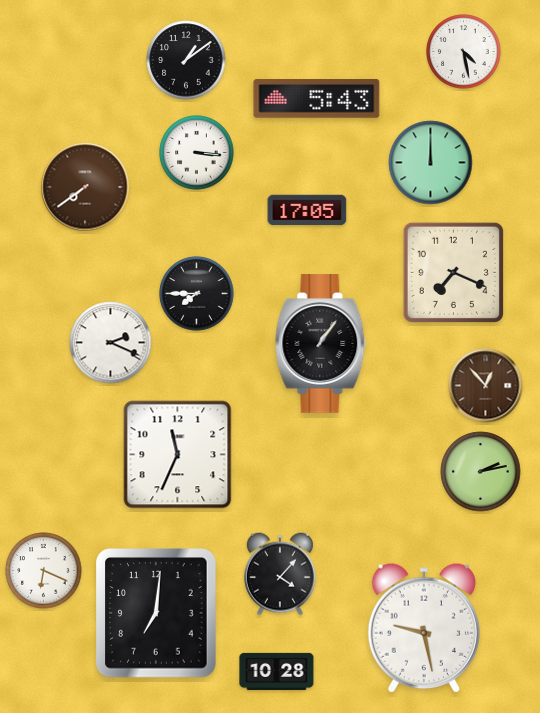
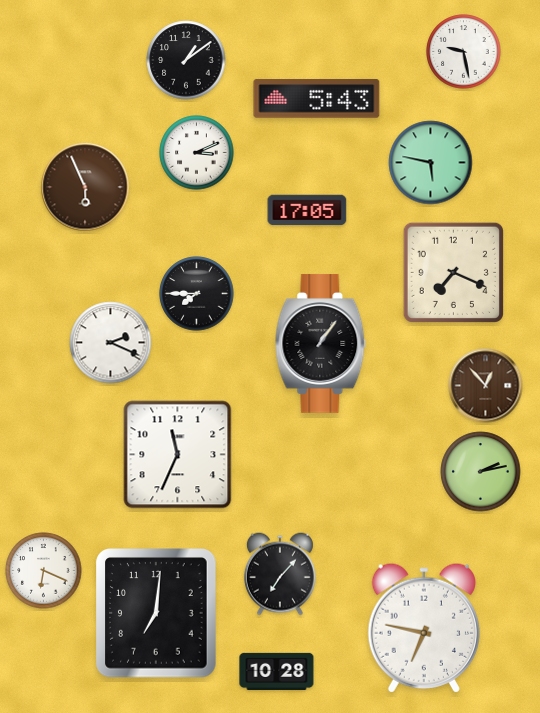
clock at (464, 52): 4:28 -> 9:28
clock at (197, 153): 3:16 -> 3:11
clock at (431, 163): 12:00 -> 5:47
clock at (85, 187): 7:39 -> 5:56
clock at (280, 574): 4:07 -> 7:07
clock at (424, 628): 9:28 -> 6:47
